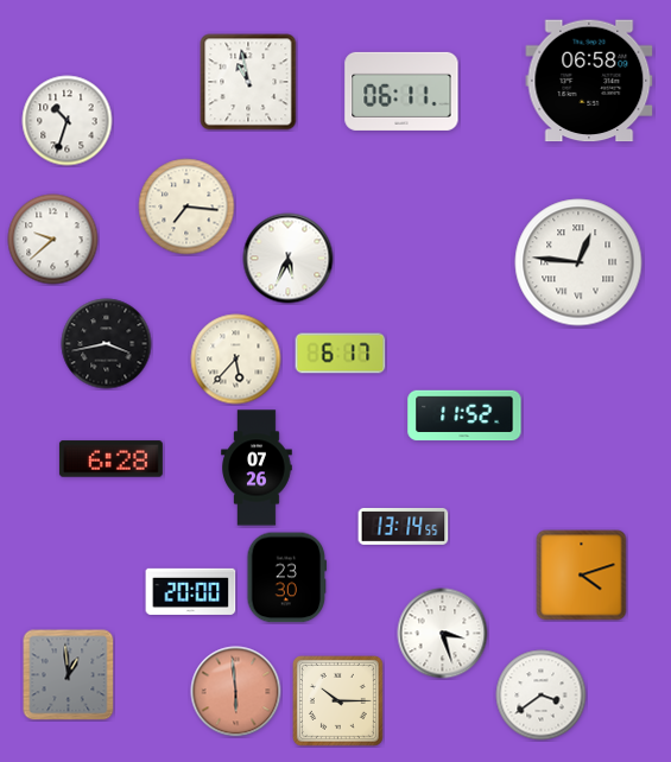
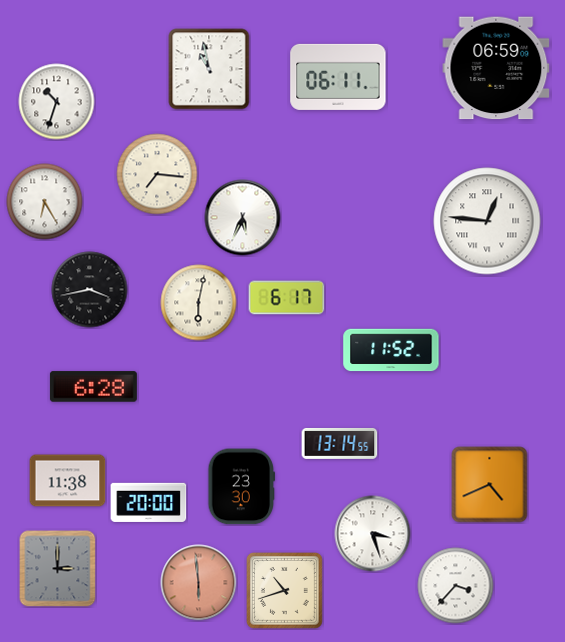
clock at (589, 81): 06:58 -> 06:59
clock at (53, 240): 9:38 -> 6:25
clock at (236, 360): 5:37 -> 6:02
clock at (257, 468): 07:26 -> none
clock at (68, 481): none -> 11:38
clock at (582, 576): 4:12 -> 4:41
clock at (191, 591) position: (191, 591) -> (149, 502)
clock at (69, 675): 12:59 -> 3:00
clock at (542, 696): 3:39 -> 3:37
clock at (338, 701): 10:15 -> 10:42
